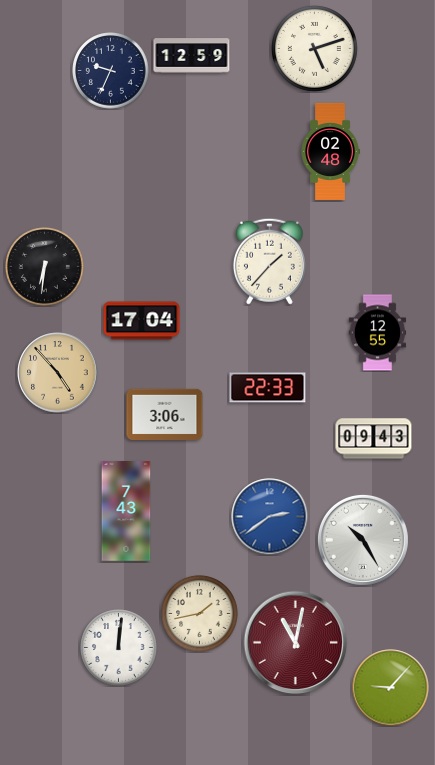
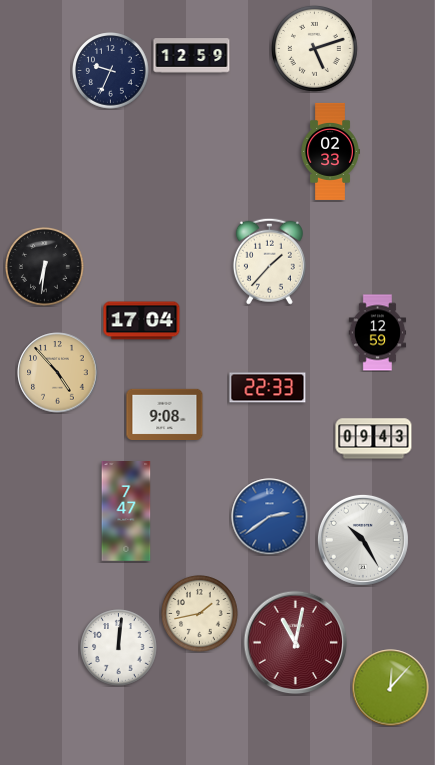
clock at (330, 151): 02:48 -> 02:33
clock at (378, 333): 12:55 -> 12:59
clock at (165, 414): 3:06 -> 9:08
clock at (126, 511): 7:43 -> 7:47
clock at (391, 688): 9:07 -> 12:07
